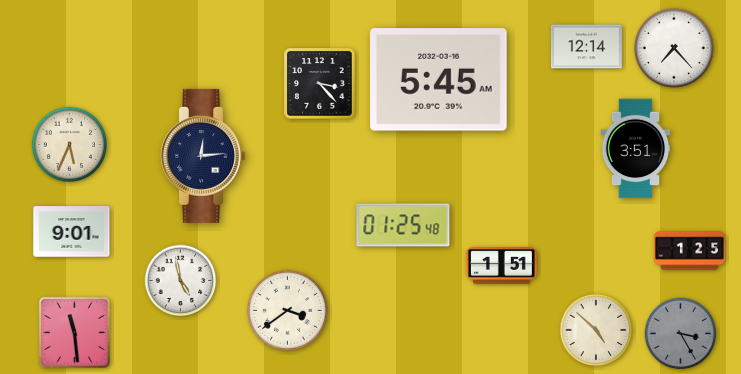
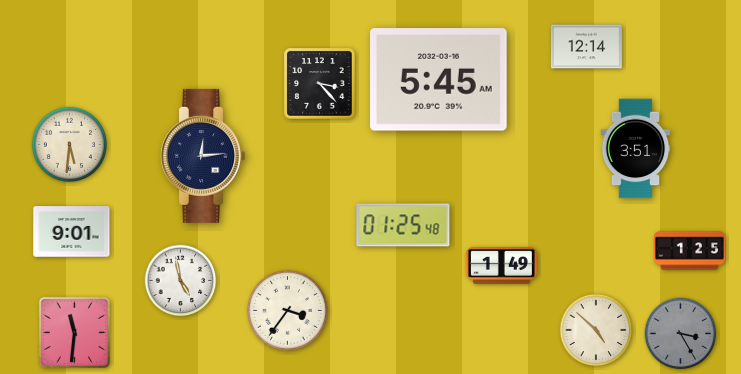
clock at (674, 48): 7:23 -> none
clock at (69, 144): 5:34 -> 5:31
clock at (501, 266): 1:51 -> 1:49
clock at (288, 311): 3:39 -> 3:36
clock at (74, 332): 11:29 -> 11:31
